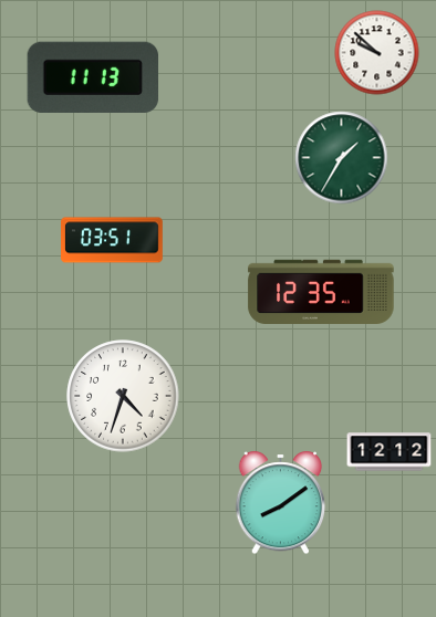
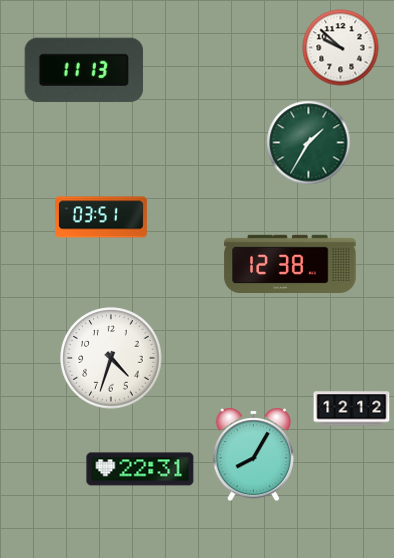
clock at (321, 291): 12:35 -> 12:38
clock at (281, 503): 8:09 -> 8:05
clock at (140, 469): none -> 22:31
